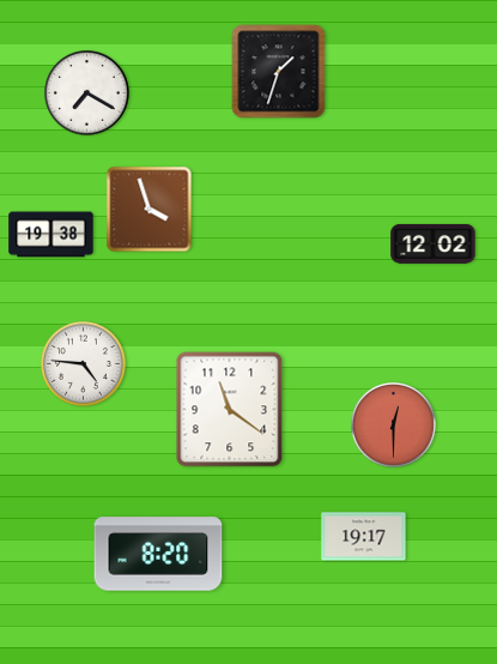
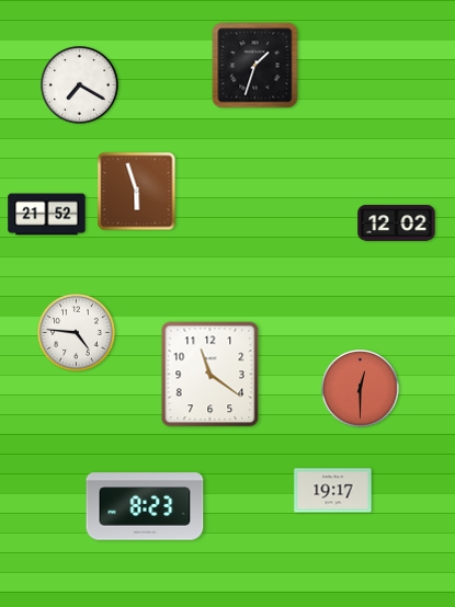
clock at (150, 210): 3:57 -> 5:57
clock at (51, 235): 19:38 -> 21:52
clock at (158, 554): 8:20 -> 8:23
